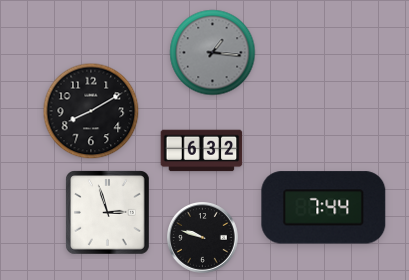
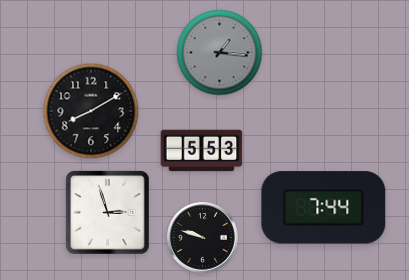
clock at (213, 53) position: (213, 53) -> (220, 53)
clock at (202, 151): 6:32 -> 5:53
